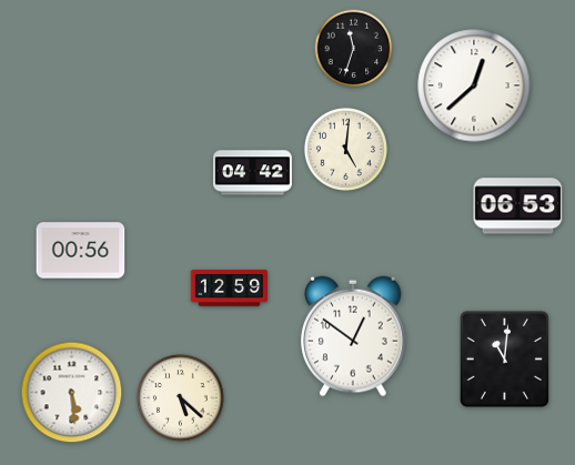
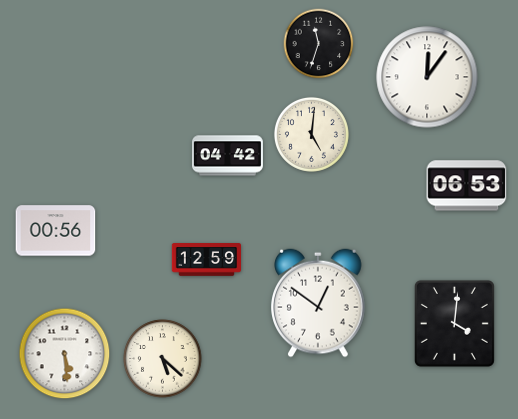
clock at (474, 85): 12:38 -> 12:06
clock at (81, 251) position: (81, 251) -> (56, 231)
clock at (504, 358): 11:01 -> 4:01
